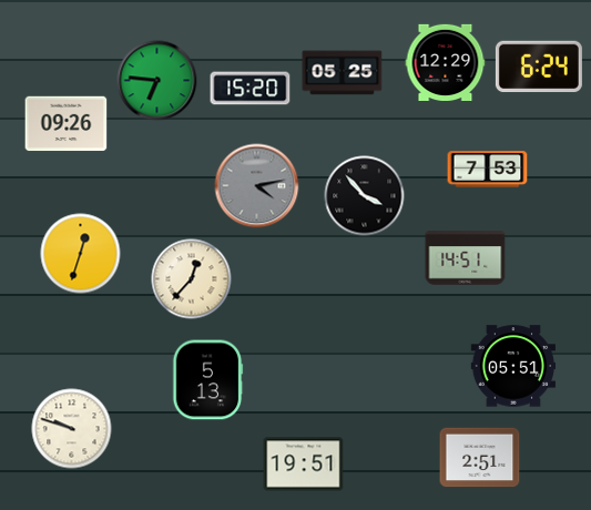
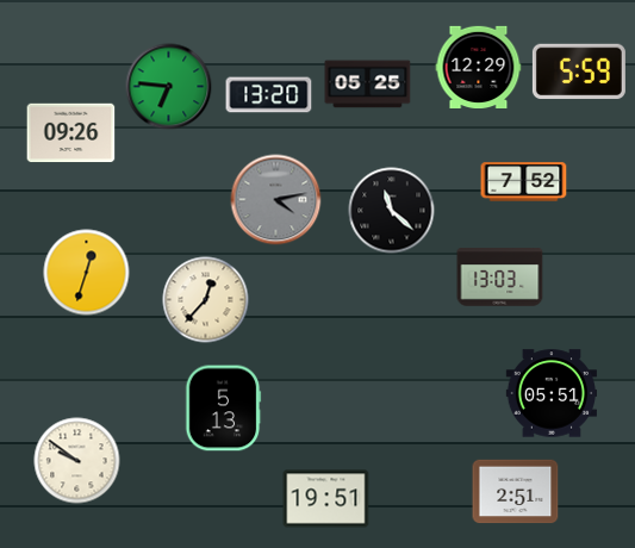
clock at (539, 67): 6:24 -> 5:59
clock at (343, 73) position: (343, 73) -> (368, 85)
clock at (251, 89): 15:20 -> 13:20
clock at (488, 170): 7:53 -> 7:52
clock at (365, 196): 3:53 -> 11:22
clock at (466, 258): 14:51 -> 13:03
clock at (72, 429): 9:48 -> 9:51
